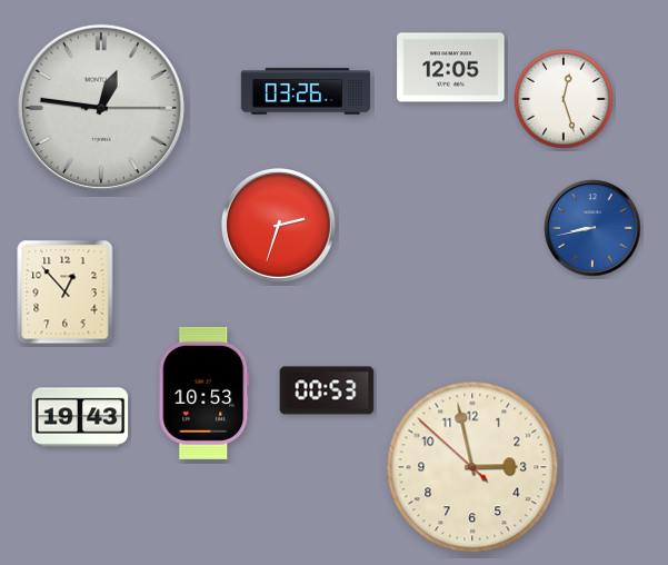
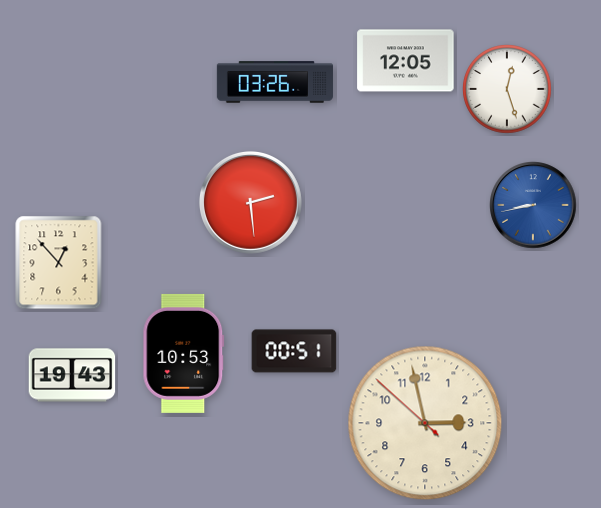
clock at (101, 108): 12:46 -> none
clock at (278, 225): 2:33 -> 2:29
clock at (327, 390): 00:53 -> 00:51
clock at (472, 467) position: (472, 467) -> (425, 423)
